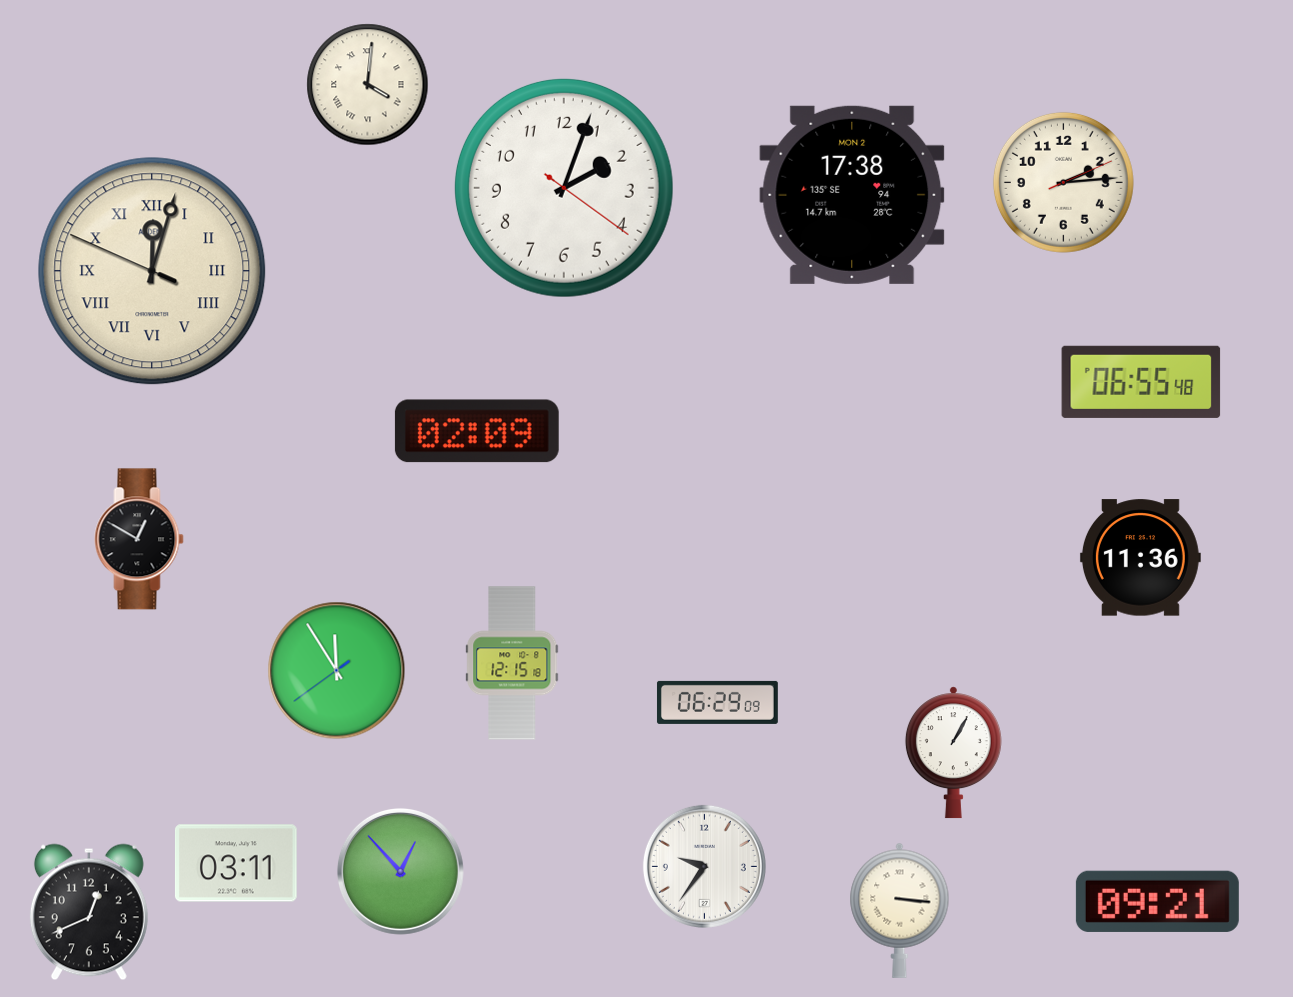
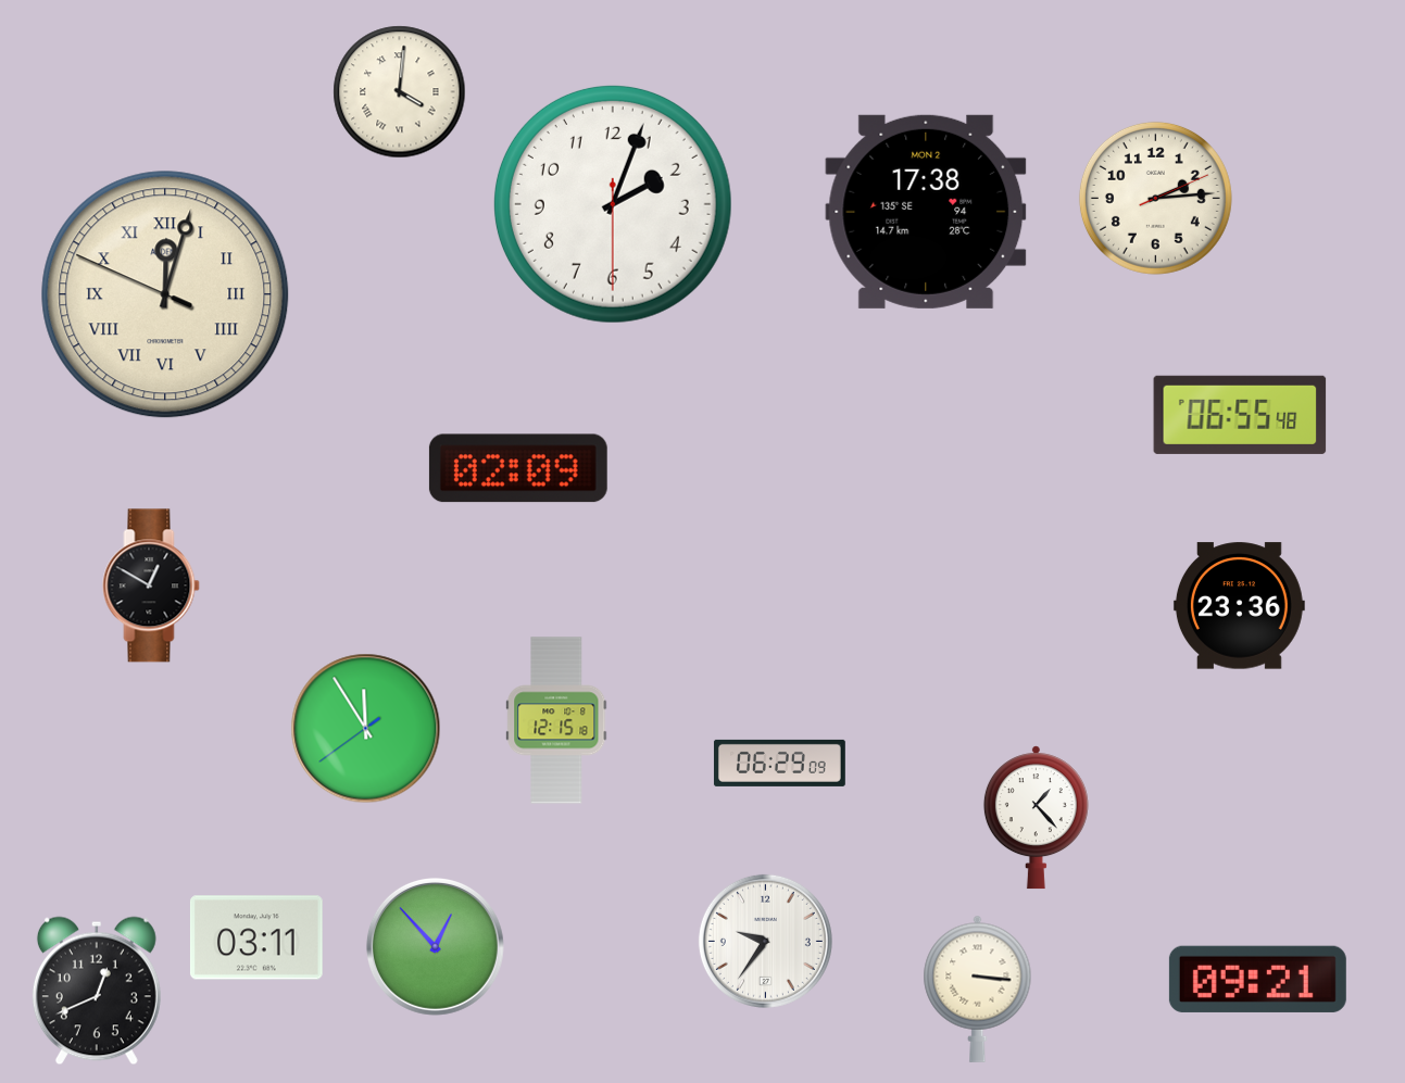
clock at (564, 188): 2:03:21 -> 2:03:30
clock at (1140, 558): 11:36 -> 23:36
clock at (953, 753): 1:05 -> 1:23
